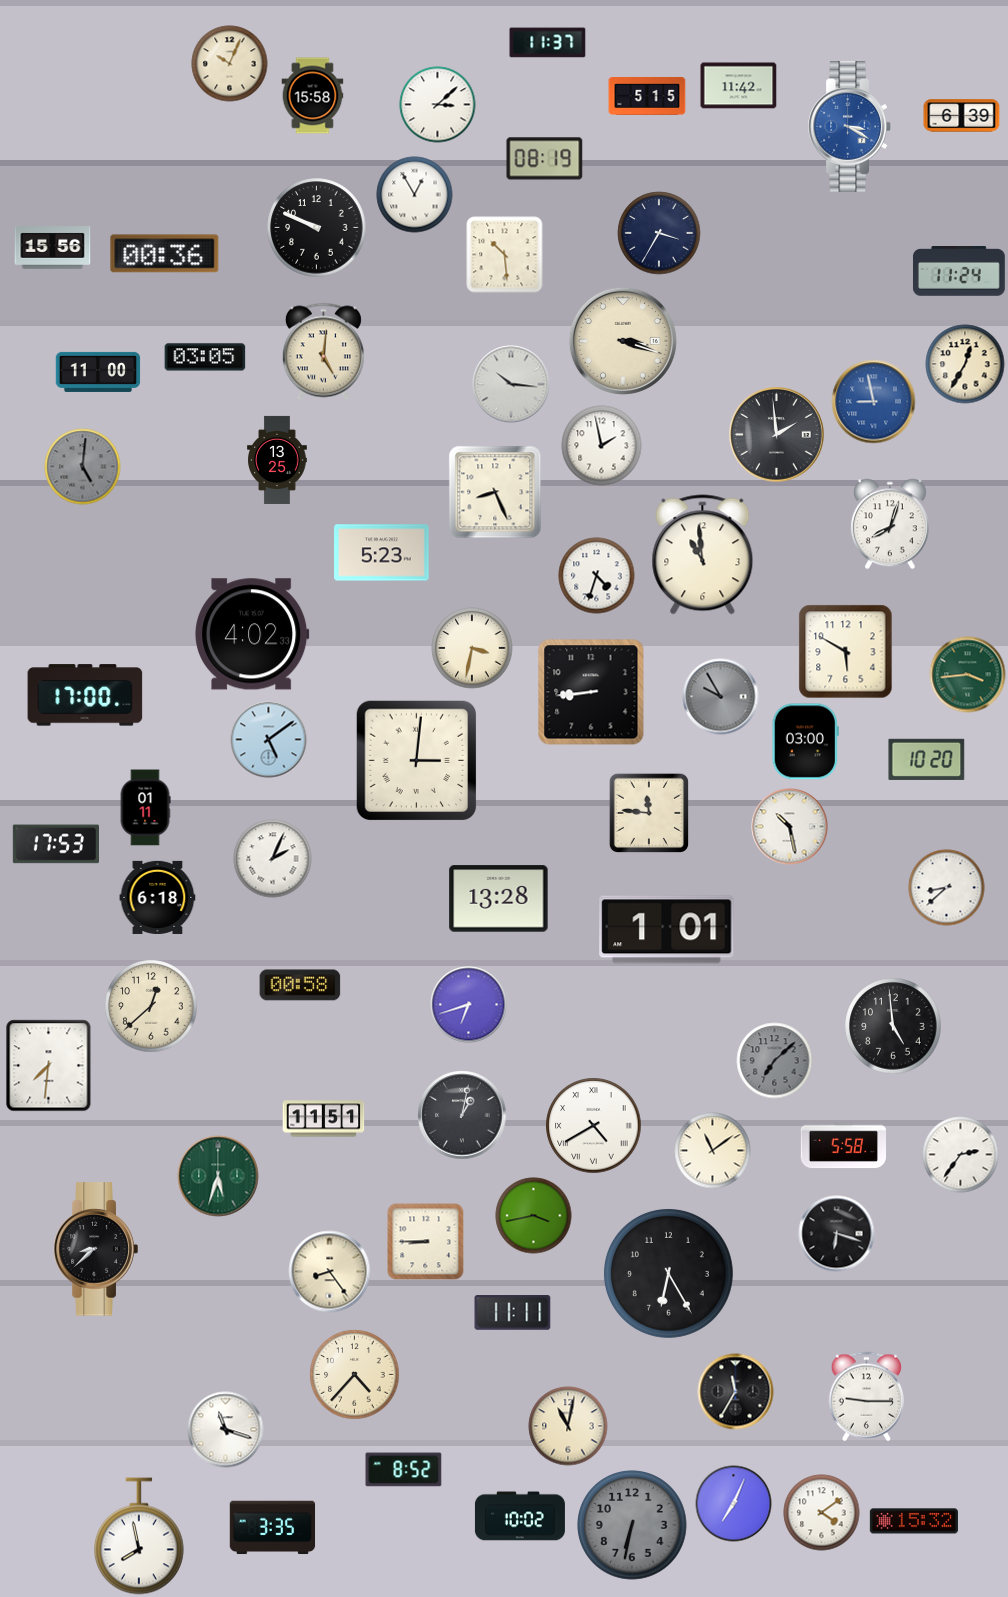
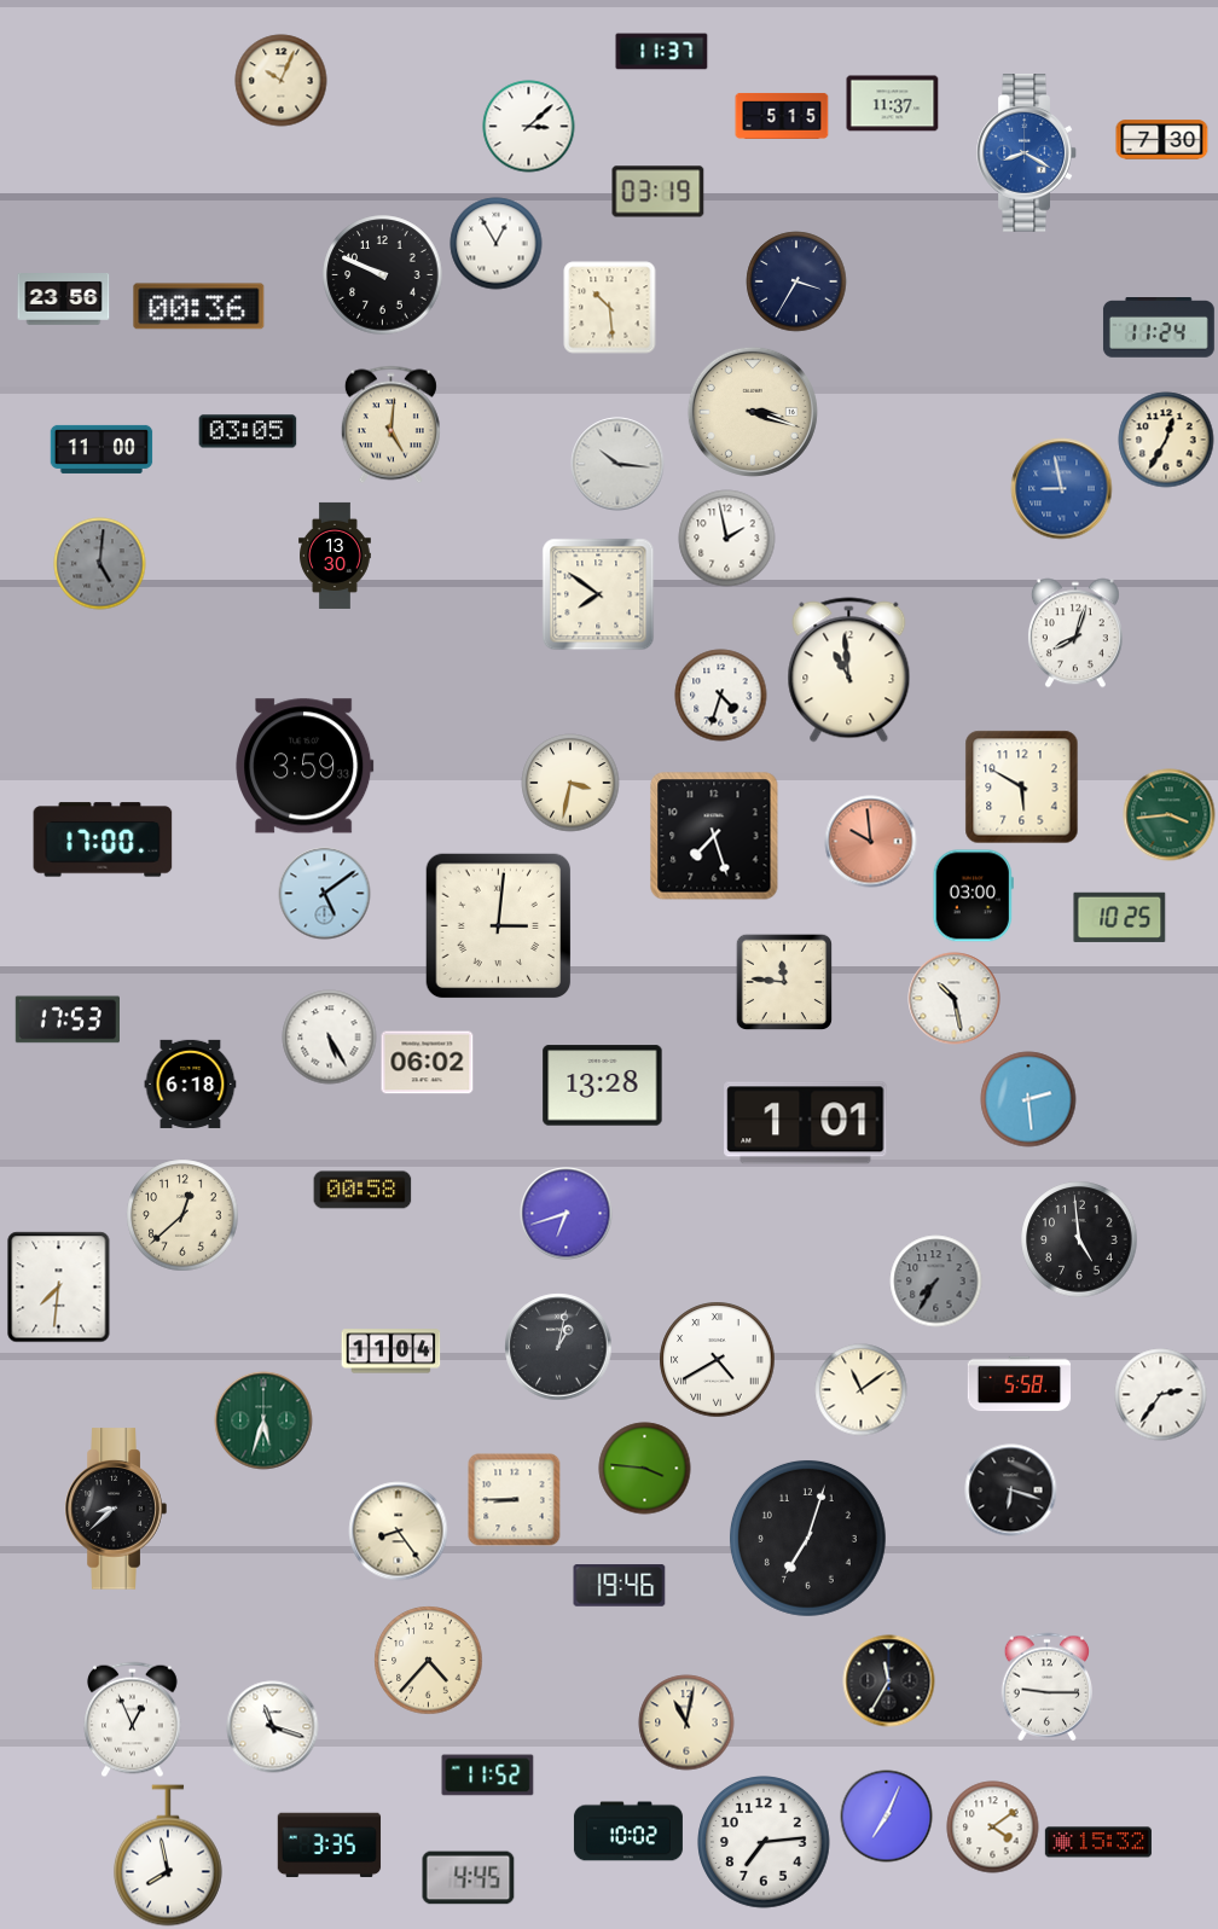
clock at (230, 64) position: (230, 64) -> (282, 81)
clock at (739, 86): 11:42 -> 11:37
clock at (313, 96): 15:58 -> none
clock at (962, 116): 6:39 -> 7:30
clock at (850, 127): 3:20 -> 8:20
clock at (545, 159): 08:19 -> 03:19
clock at (415, 195) position: (415, 195) -> (497, 244)
clock at (53, 248): 15:56 -> 23:56
clock at (98, 372) position: (98, 372) -> (101, 449)
clock at (874, 402) position: (874, 402) -> (1062, 489)
clock at (777, 435): 1:59 -> none
clock at (277, 460): 13:25 -> 13:30
clock at (495, 492): 8:26 -> 7:51
clock at (382, 553): 5:23 -> none
clock at (252, 634): 4:02 -> 3:59
clock at (591, 692): 8:44 -> 7:27
clock at (721, 697): 9:55 -> 9:59
clock at (721, 697) dial: grey -> salmon
clock at (927, 759): 10:20 -> 10:25
clock at (417, 761) position: (417, 761) -> (499, 926)
clock at (145, 808): 01:11 -> none
clock at (273, 859): 2:04 -> 5:25
clock at (428, 1063): none -> 06:02
clock at (947, 888): 8:38 -> none
clock at (1028, 1099): none -> 2:29
clock at (775, 1061): 7:08 -> 7:35
clock at (324, 1119): 11:51 -> 11:04
clock at (534, 1216): 3:43 -> 3:46
clock at (330, 1272) position: (330, 1272) -> (399, 1532)
clock at (668, 1273): 6:25 -> 7:03
clock at (513, 1313): 11:11 -> 19:46
clock at (133, 1720): none -> 12:56
clock at (404, 1470): 8:52 -> 11:52
clock at (914, 1521) position: (914, 1521) -> (1098, 1842)
clock at (632, 1525): 6:32 -> 7:14
clock at (632, 1525) dial: grey -> white
clock at (469, 1878): none -> 4:45
